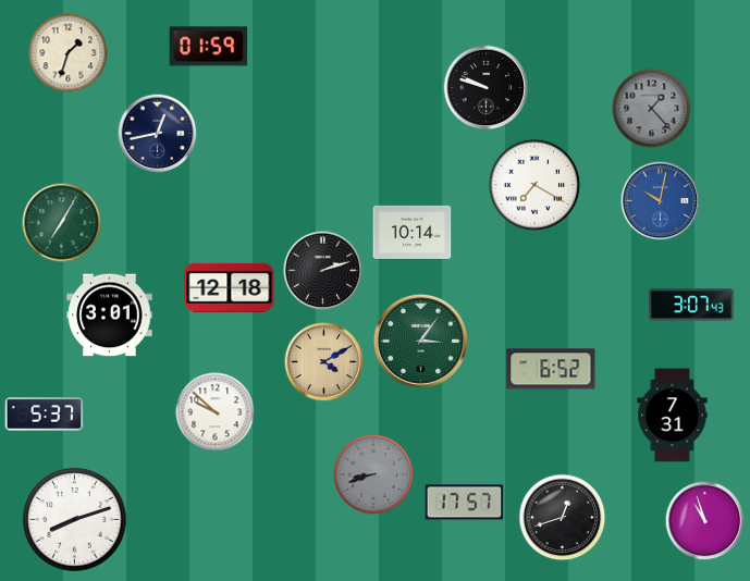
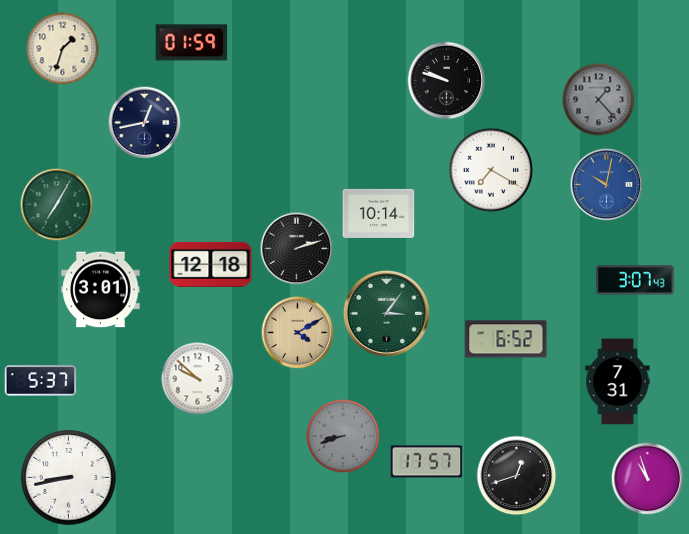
clock at (75, 520): 8:12 -> 8:43
